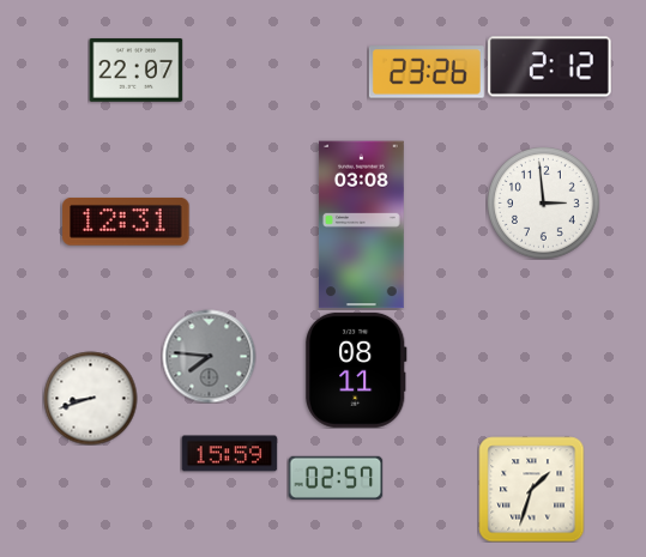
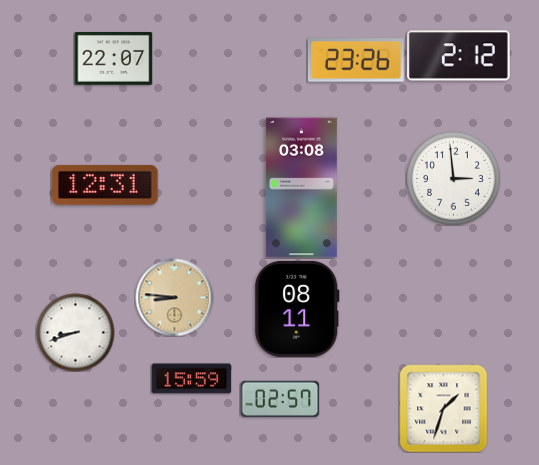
clock at (544, 204) position: (544, 204) -> (454, 179)
clock at (209, 356): 7:46 -> 8:46
clock at (209, 356) dial: grey -> champagne
